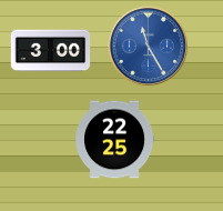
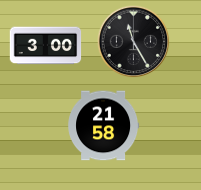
clock at (149, 47) dial: blue -> black
clock at (115, 140): 22:25 -> 21:58
